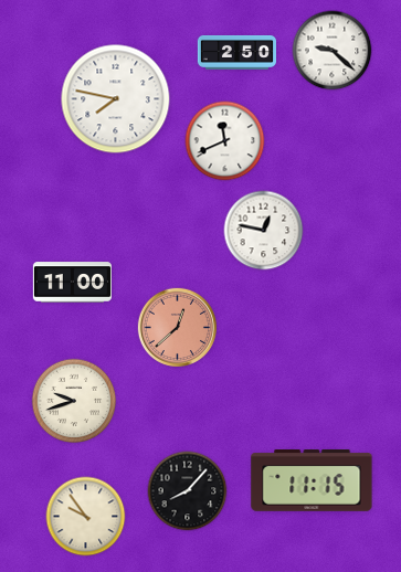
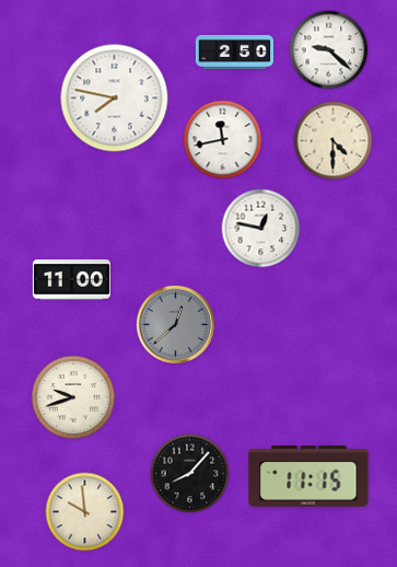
clock at (225, 141): 11:41 -> 11:43
clock at (334, 141): none -> 4:30
clock at (177, 327) dial: salmon -> grey
clock at (188, 491) position: (188, 491) -> (190, 474)
clock at (86, 517): 9:54 -> 9:59
